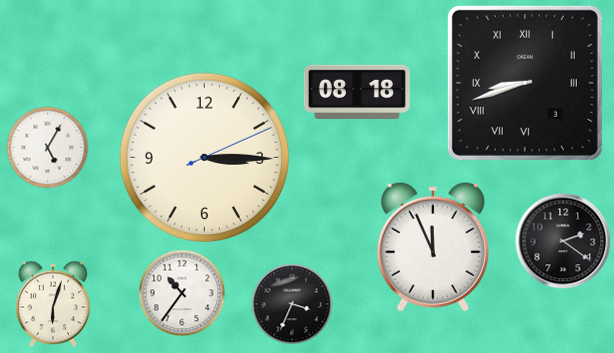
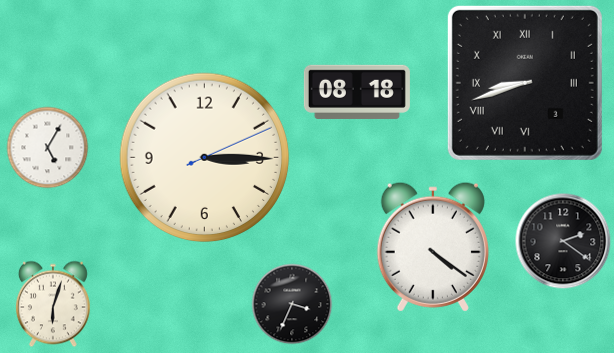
clock at (433, 247): 11:56 -> 4:21
clock at (182, 293): 10:36 -> none
